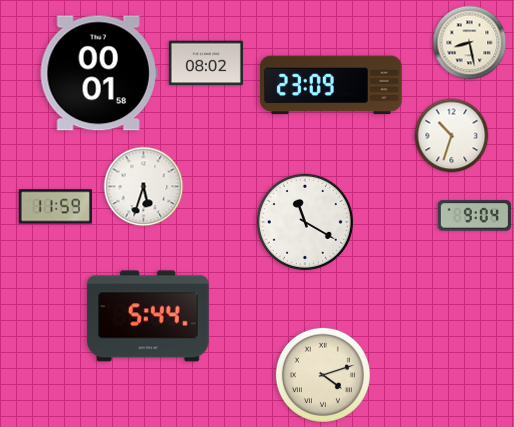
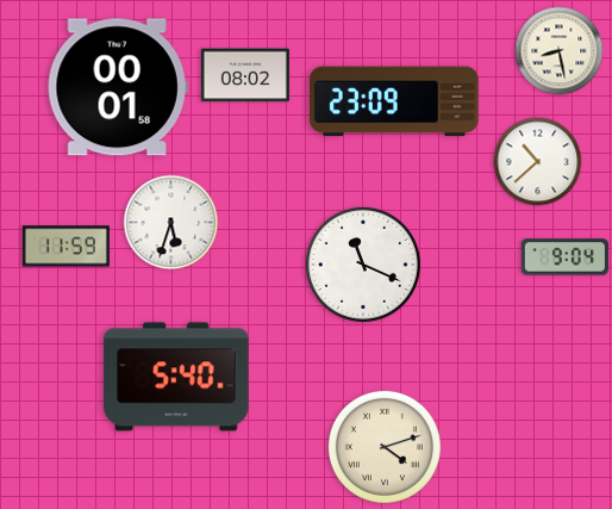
clock at (452, 136): 10:33 -> 10:38
clock at (305, 222): 11:20 -> 11:19
clock at (148, 316): 5:44 -> 5:40
